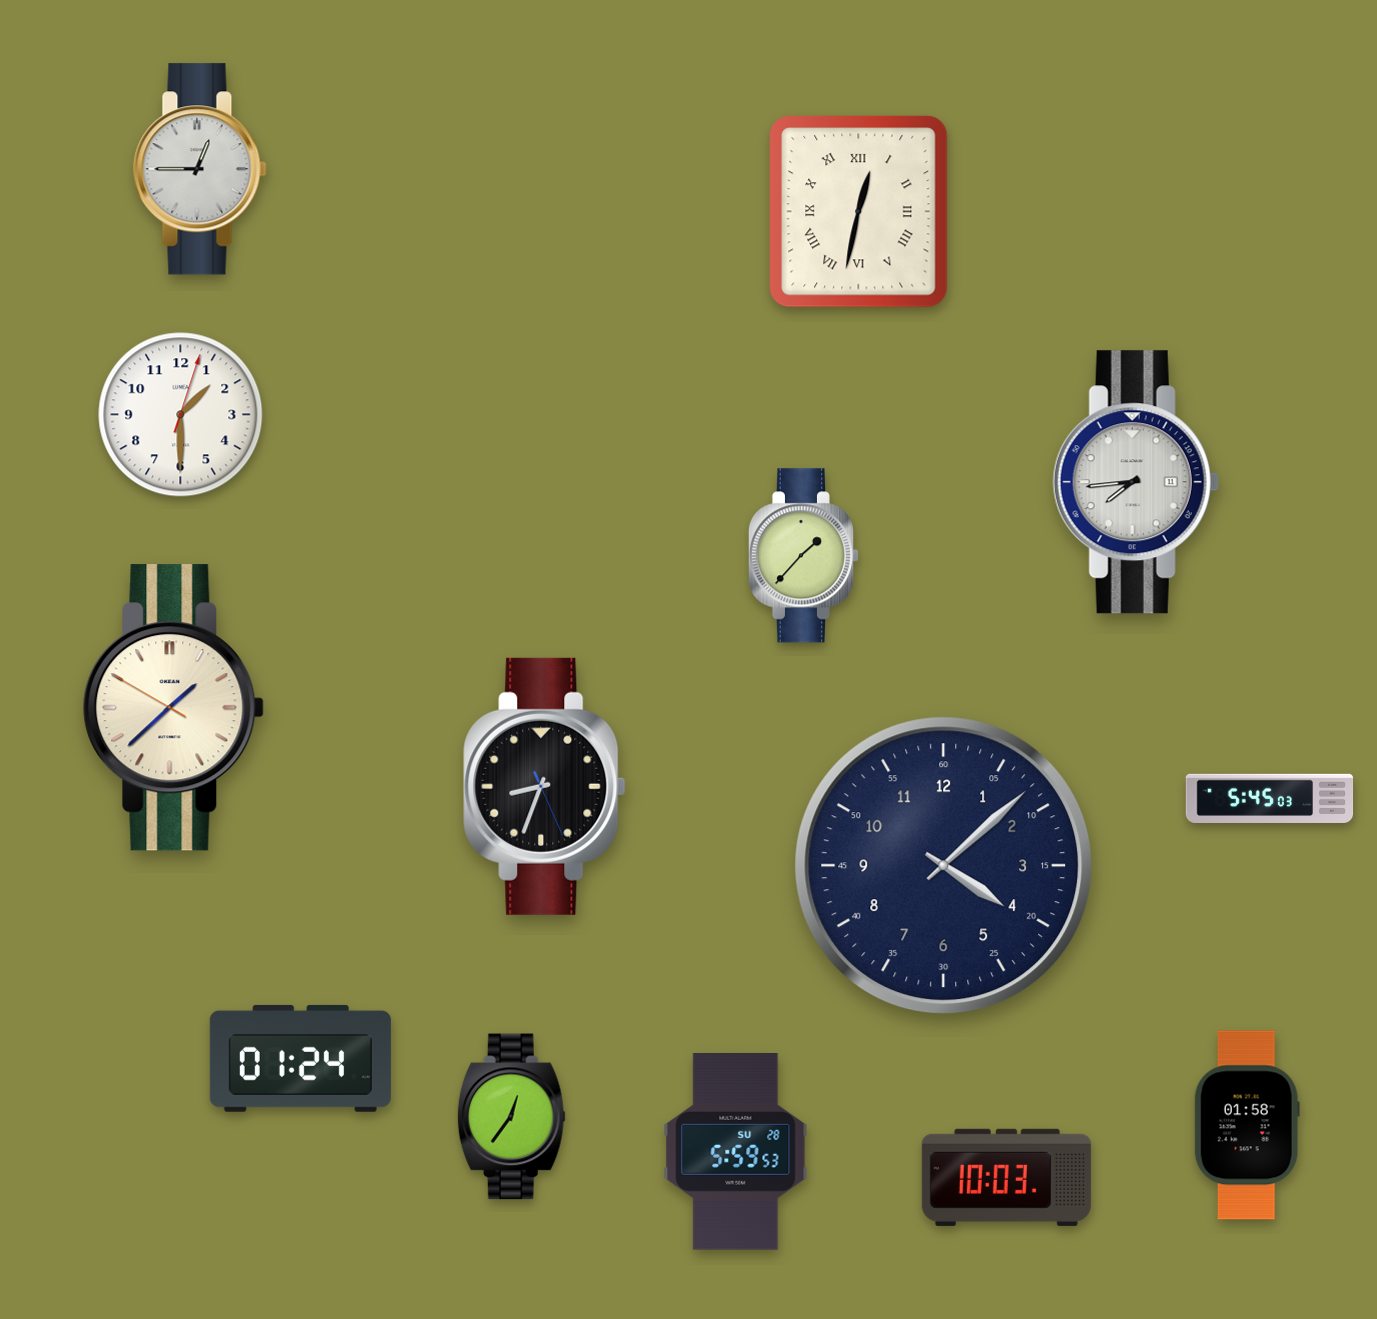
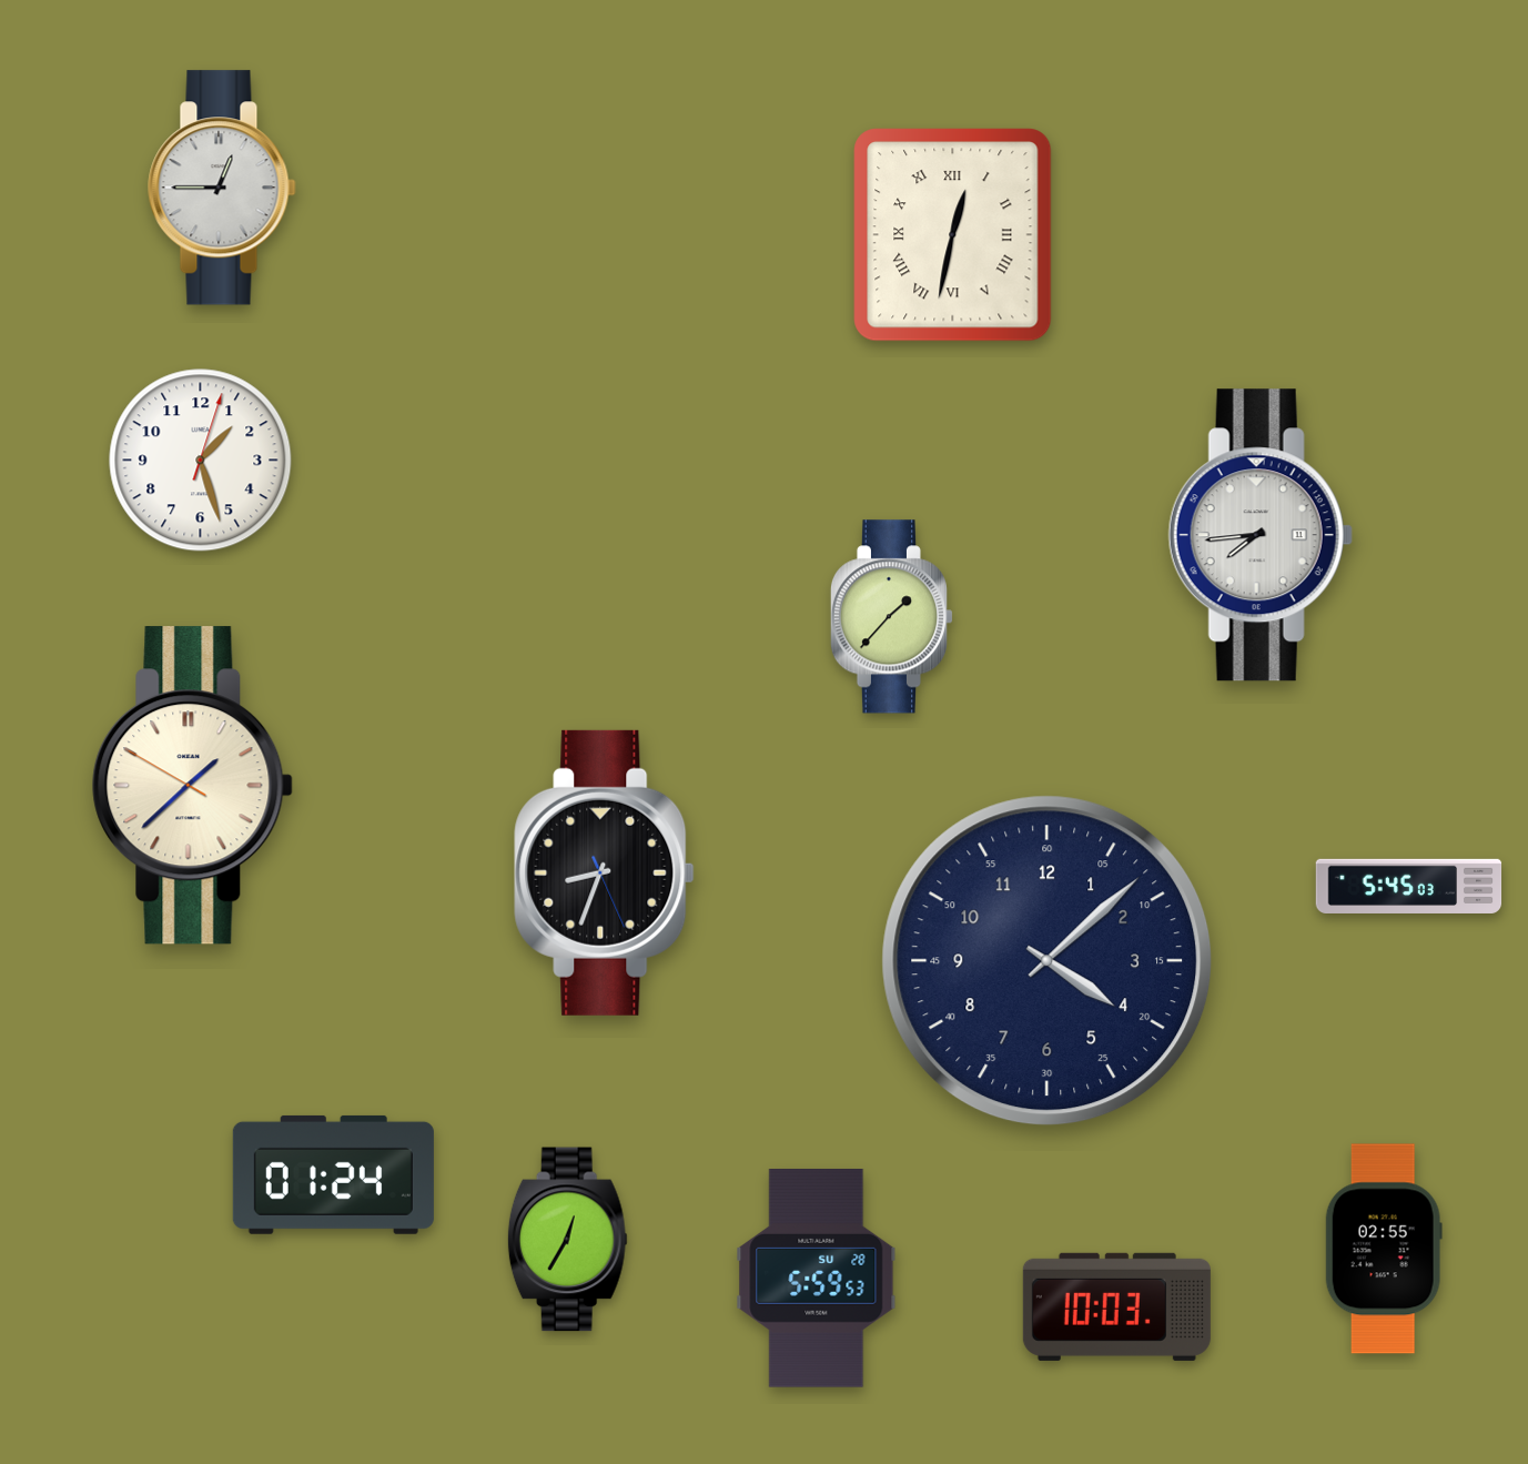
clock at (181, 415): 1:30 -> 1:27
clock at (511, 1117): 12:36 -> 12:35
clock at (1247, 1125): 01:58 -> 02:55
